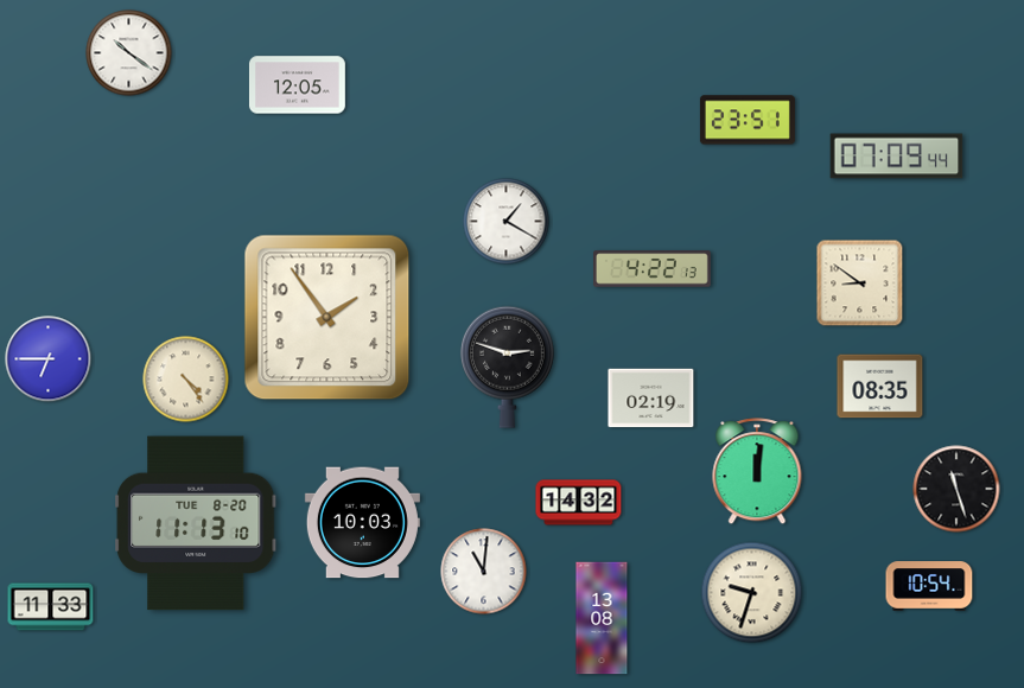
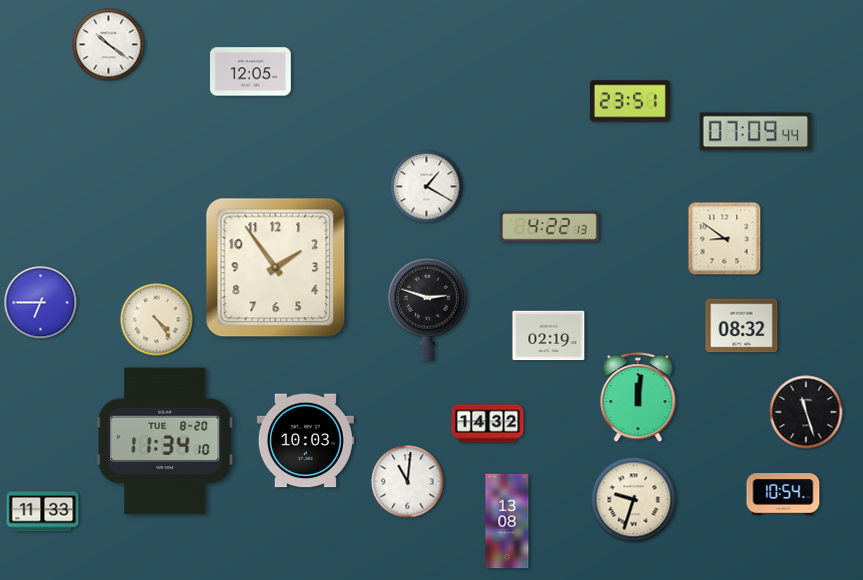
clock at (880, 387): 08:35 -> 08:32
clock at (196, 523): 11:13 -> 11:34
